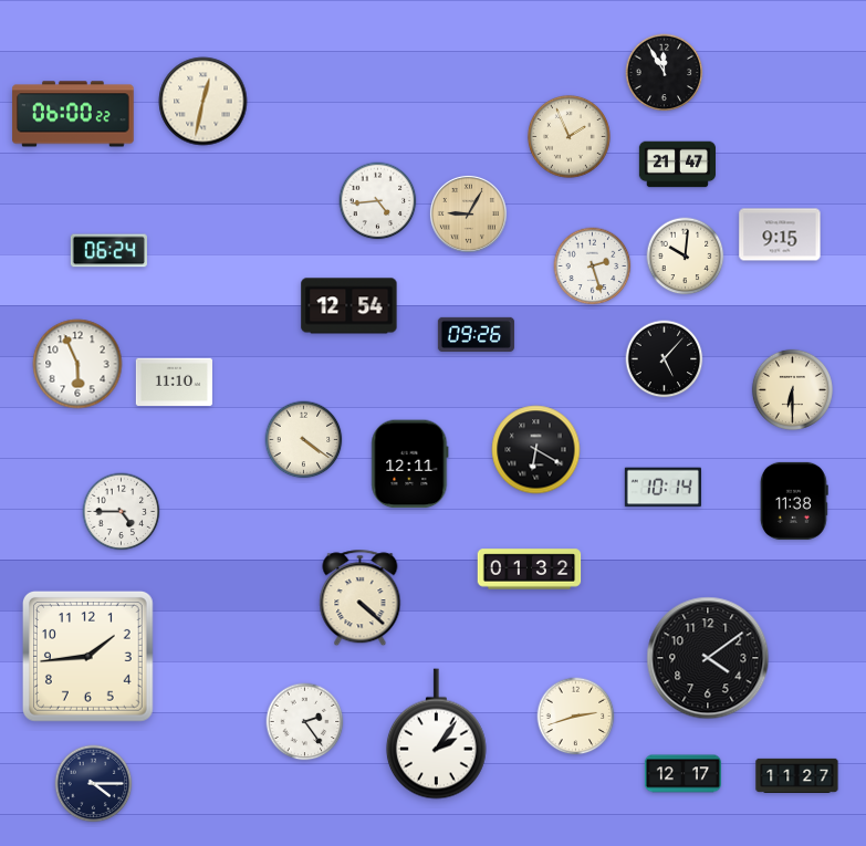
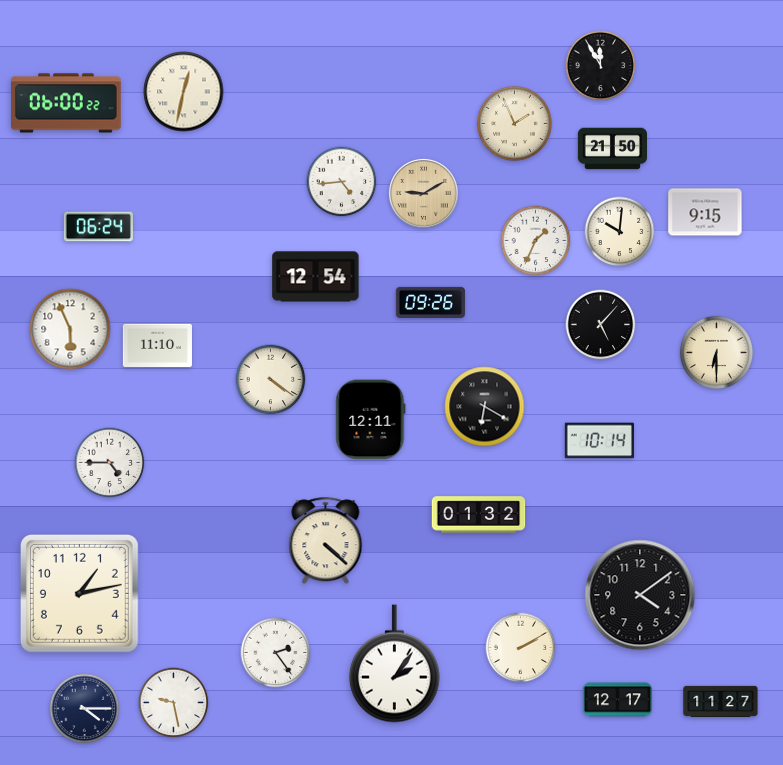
clock at (677, 165): 21:47 -> 21:50
clock at (468, 213): 9:05 -> 9:10
clock at (593, 267): 2:27 -> 1:34
clock at (304, 440) position: (304, 440) -> (271, 380)
clock at (794, 501): 11:38 -> none
clock at (87, 656): 1:44 -> 1:13
clock at (576, 717): 2:42 -> 2:10
clock at (174, 703): none -> 9:28
